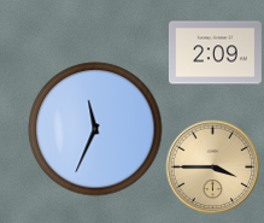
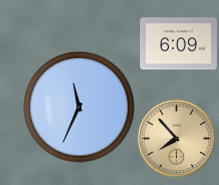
clock at (215, 53): 2:09 -> 6:09
clock at (212, 166): 3:45 -> 7:53
